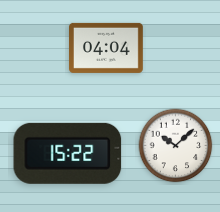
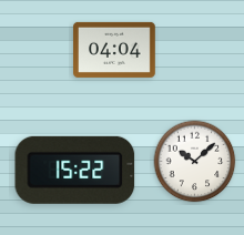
clock at (107, 48) position: (107, 48) -> (115, 50)
